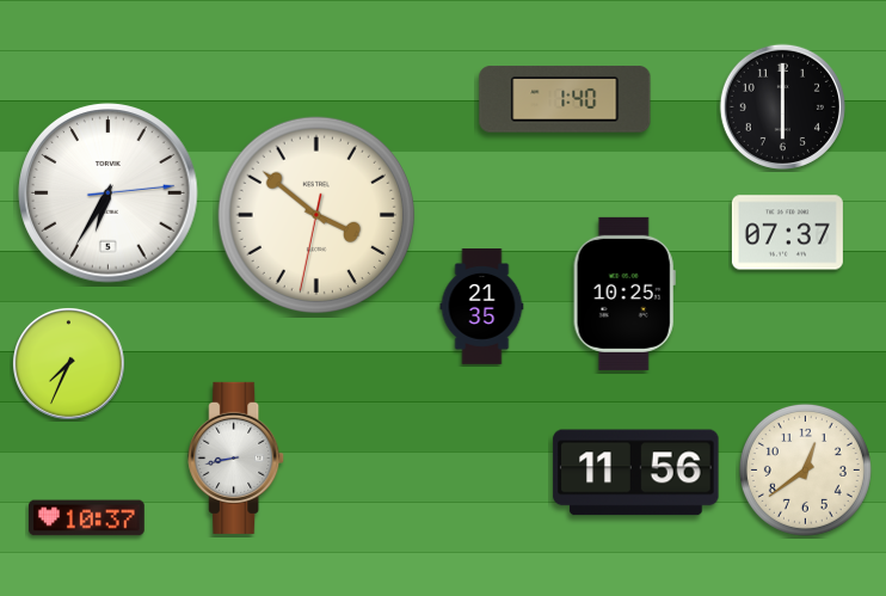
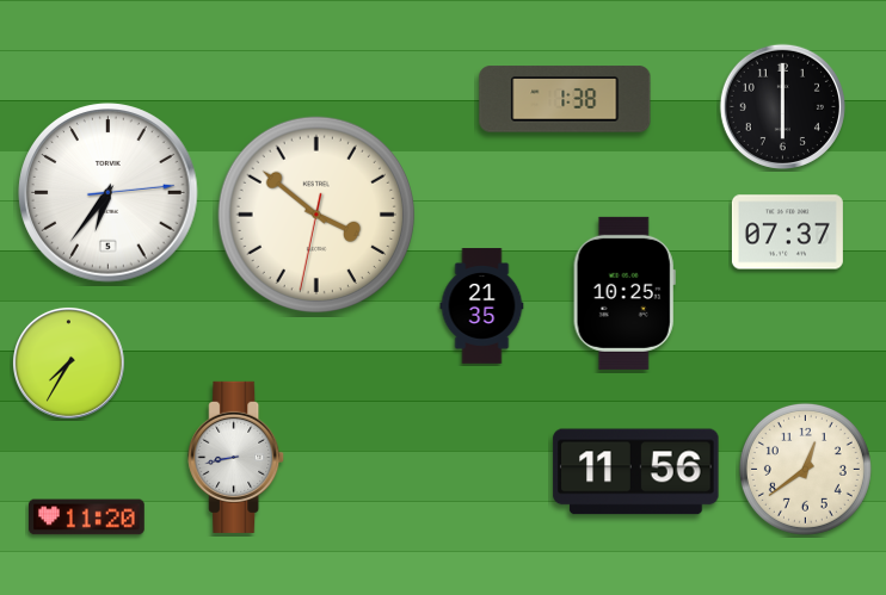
clock at (565, 99): 1:40 -> 1:38
clock at (109, 193): 6:35 -> 6:36
clock at (68, 363): 7:34 -> 7:35
clock at (87, 518): 10:37 -> 11:20
